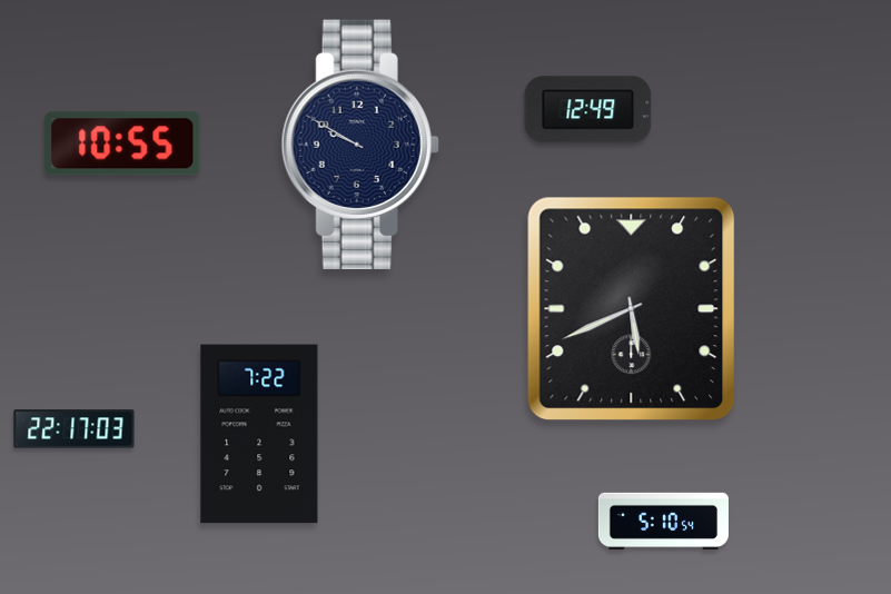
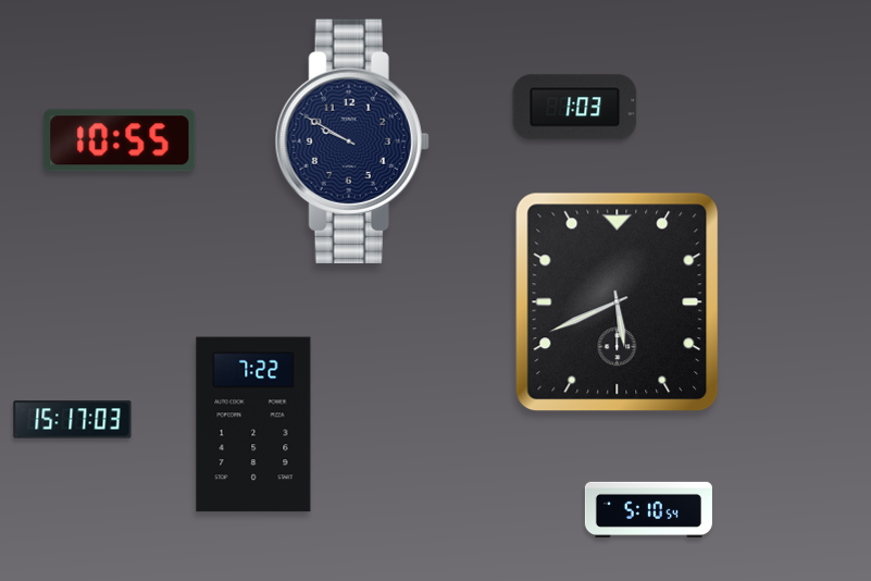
clock at (588, 110): 12:49 -> 1:03
clock at (75, 429): 22:17 -> 15:17
